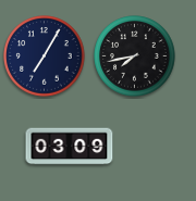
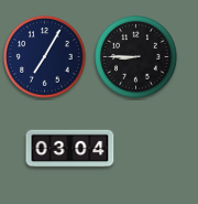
clock at (135, 56): 7:43 -> 8:45
clock at (70, 147): 03:09 -> 03:04
